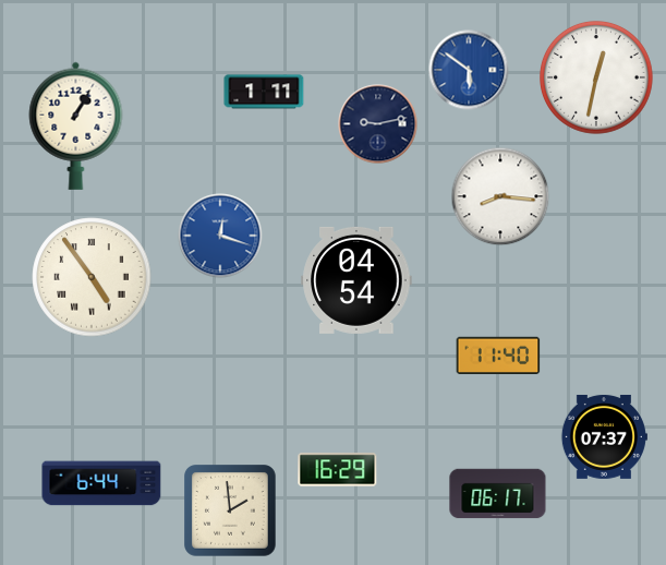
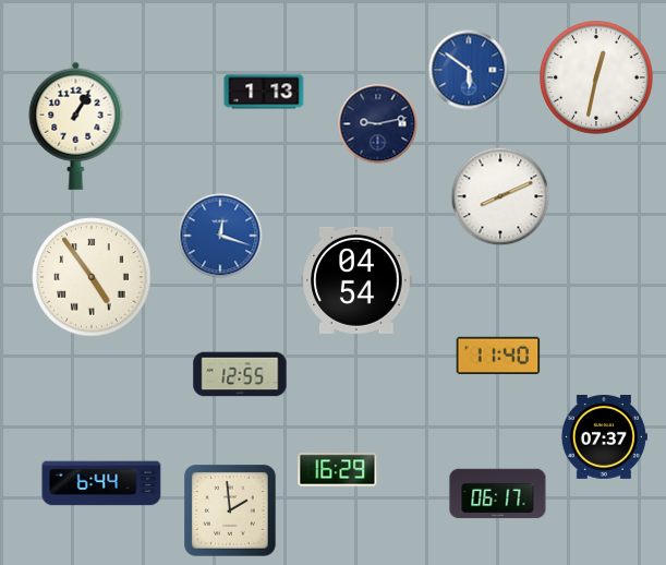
clock at (264, 92): 1:11 -> 1:13
clock at (500, 196): 8:16 -> 8:11
clock at (240, 374): none -> 12:55
